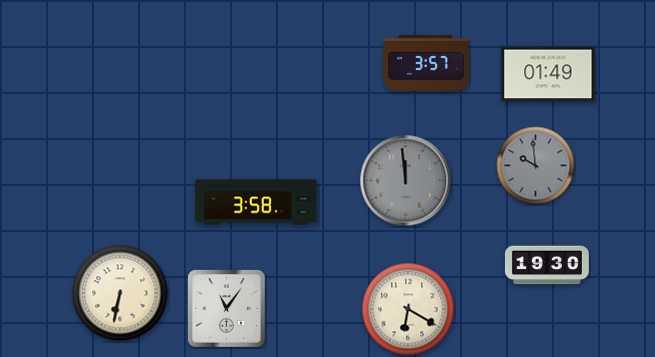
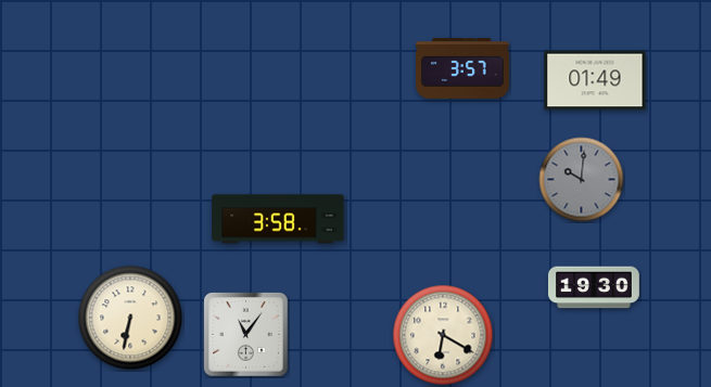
clock at (536, 166): 9:59 -> 10:01
clock at (406, 181): 11:59 -> none
